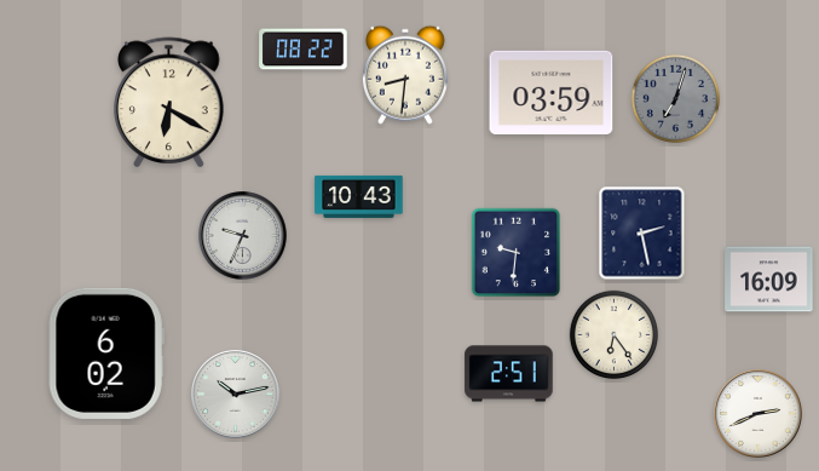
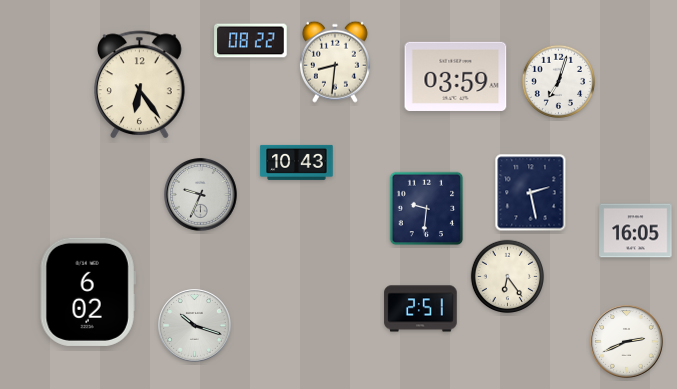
clock at (676, 99) dial: grey -> white
clock at (169, 102): 6:20 -> 6:24
clock at (769, 280): 16:09 -> 16:05
clock at (236, 395): 10:13 -> 10:18
